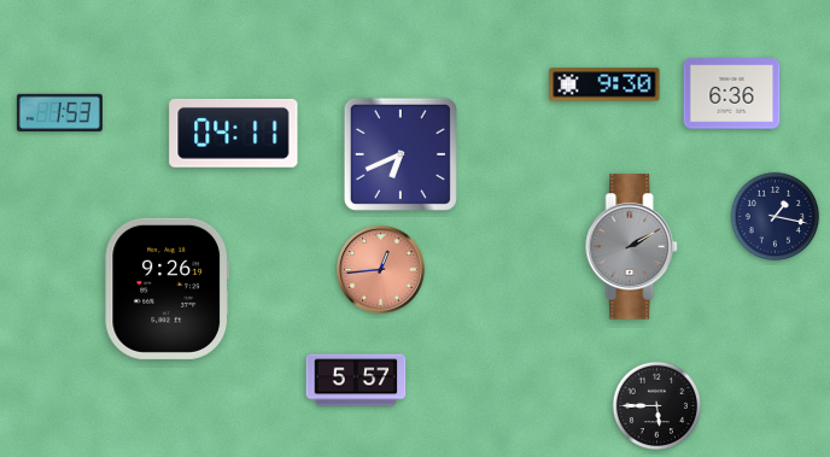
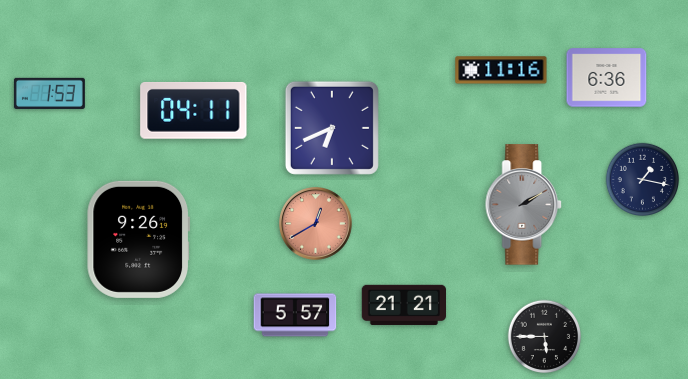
clock at (604, 84): 9:30 -> 11:16
clock at (381, 270): 12:44 -> 12:40
clock at (403, 304): none -> 21:21
